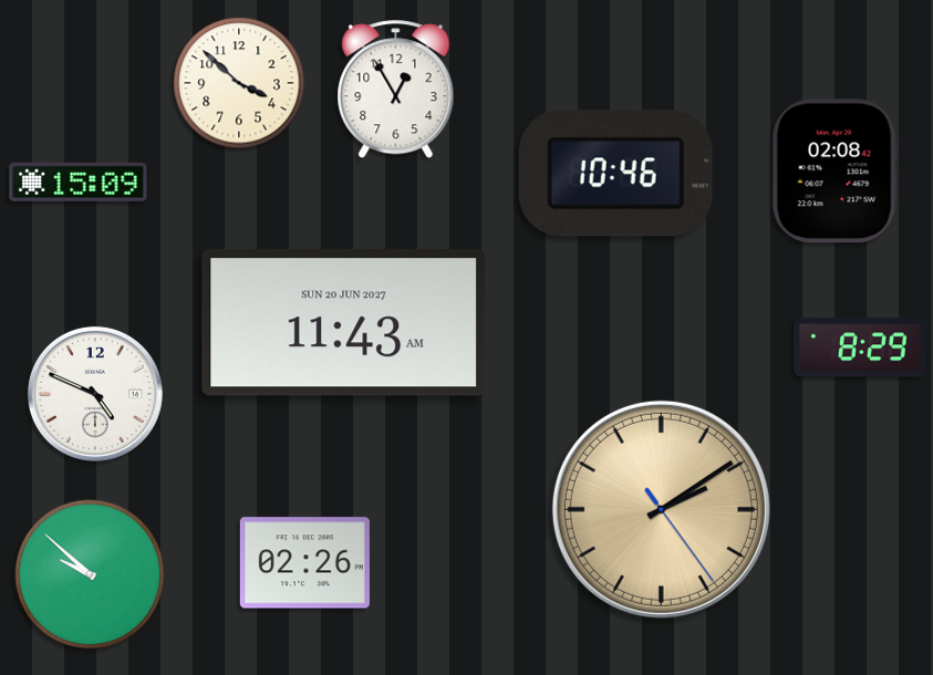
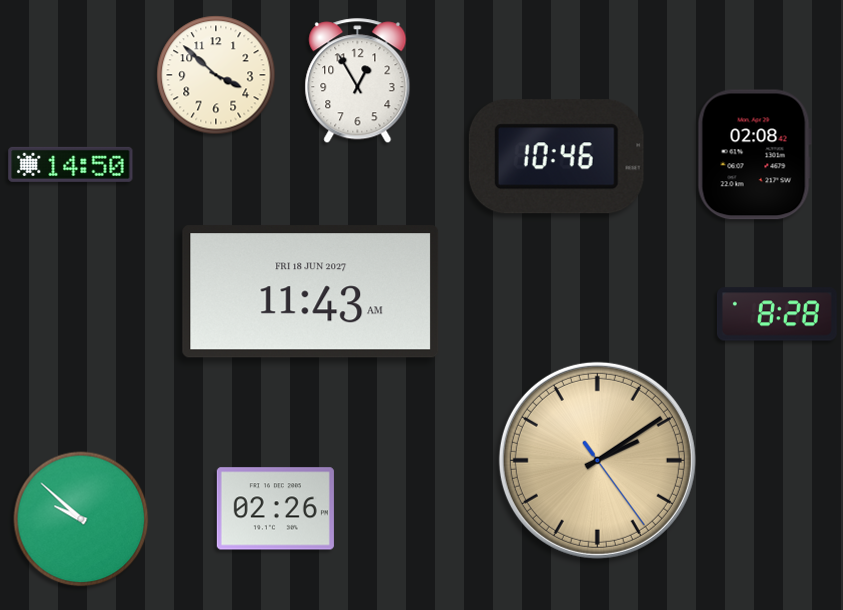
clock at (79, 181): 15:09 -> 14:50
clock at (344, 323) date: SUN 20 JUN 2027 -> FRI 18 JUN 2027
clock at (860, 347): 8:29 -> 8:28
clock at (95, 394): 4:49 -> none
